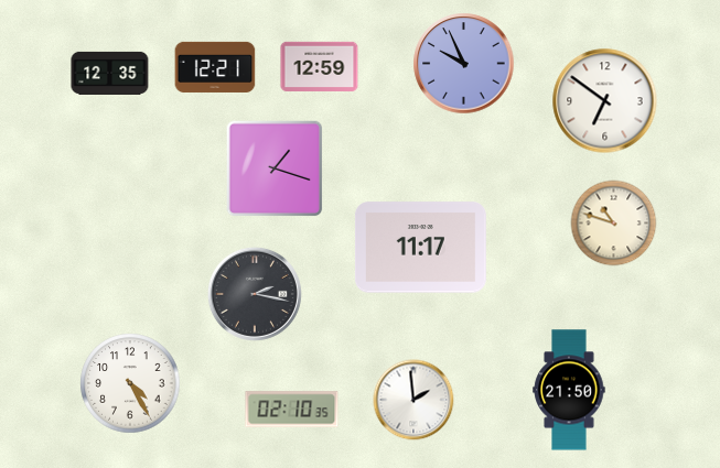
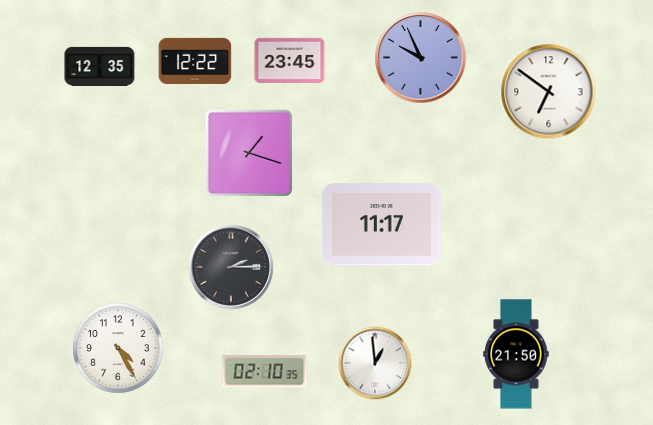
clock at (320, 66): 12:59 -> 23:45
clock at (215, 67): 12:21 -> 12:22
clock at (614, 224): 10:48 -> none
clock at (255, 294): 2:17 -> 2:15
clock at (413, 400): 1:59 -> 12:59
